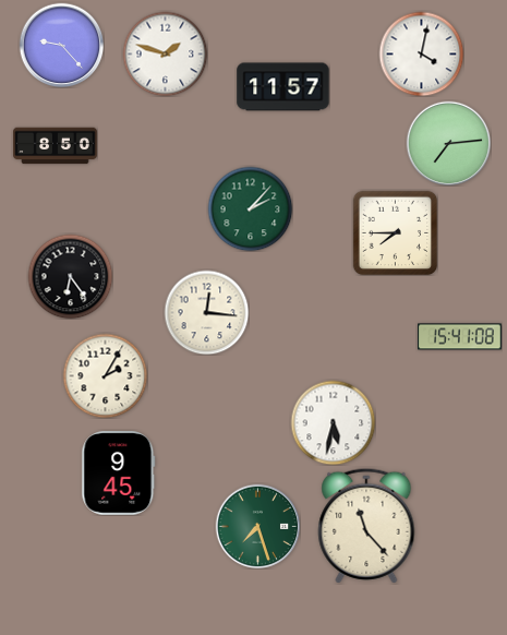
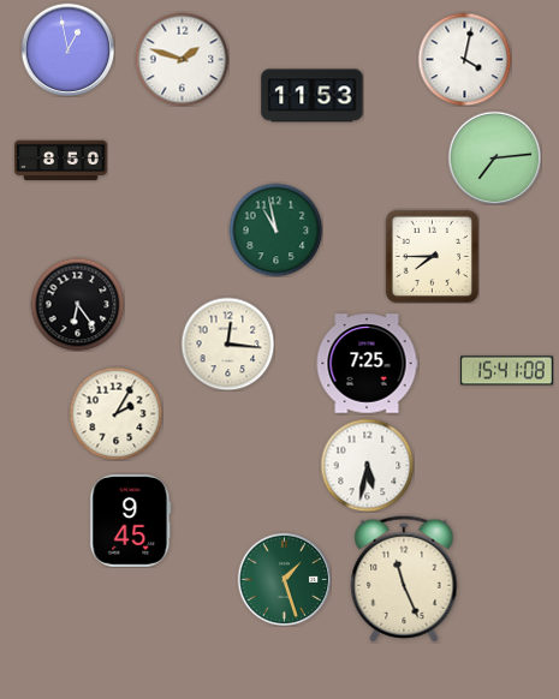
clock at (61, 45): 9:23 -> 12:58
clock at (283, 87): 11:57 -> 11:53
clock at (250, 208): 2:07 -> 10:58
clock at (395, 232) position: (395, 232) -> (432, 256)
clock at (367, 364): none -> 7:25
clock at (257, 526): 7:27 -> 1:27
clock at (366, 526): 11:23 -> 11:26
